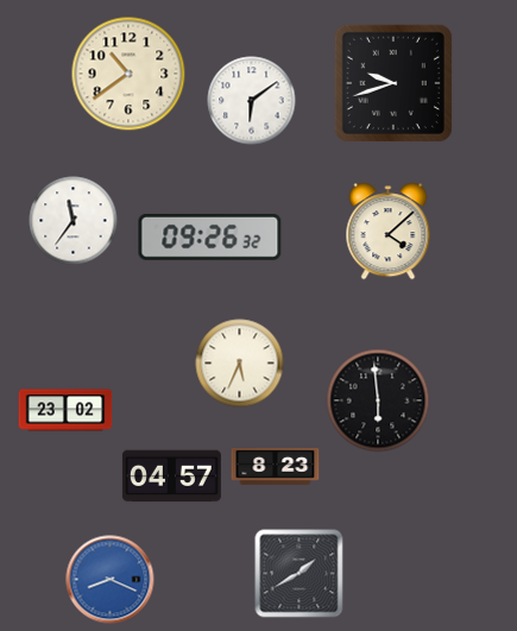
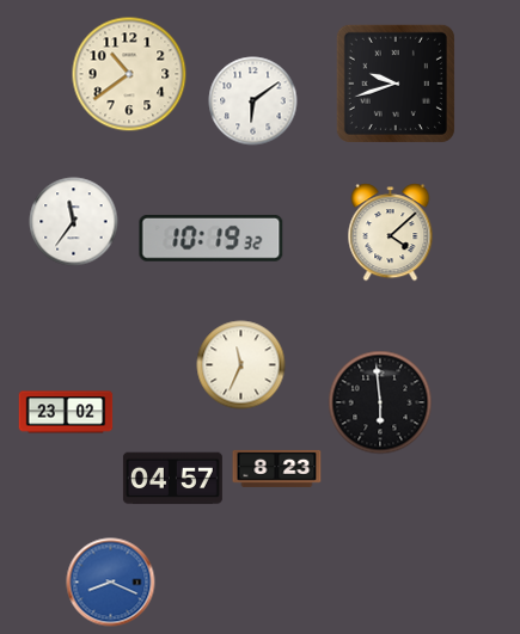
clock at (210, 236): 09:26 -> 10:19
clock at (240, 364): 5:34 -> 11:34
clock at (300, 574): 1:40 -> none
